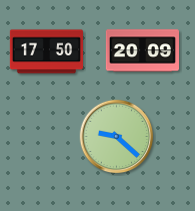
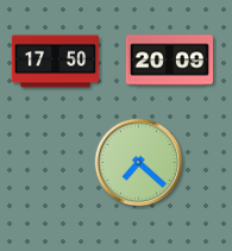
clock at (117, 137): 9:22 -> 7:22
